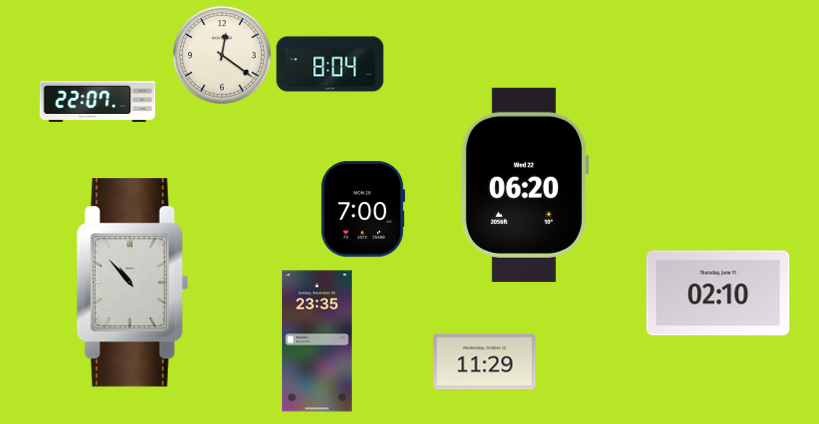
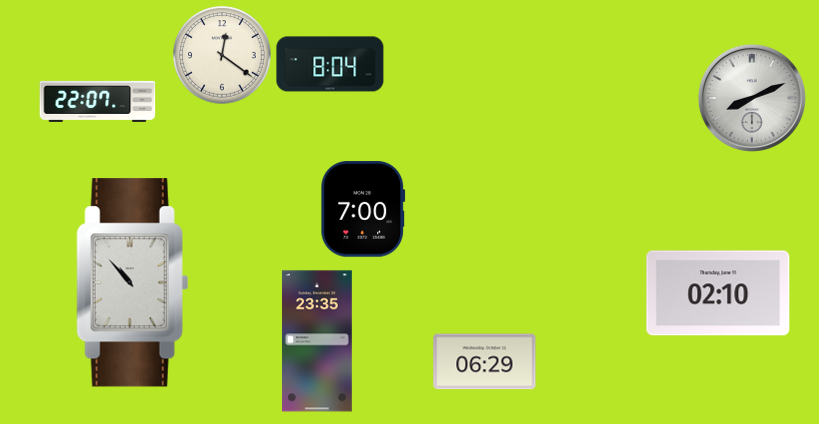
clock at (752, 98): none -> 8:11
clock at (524, 185): 06:20 -> none
clock at (485, 362): 11:29 -> 06:29
